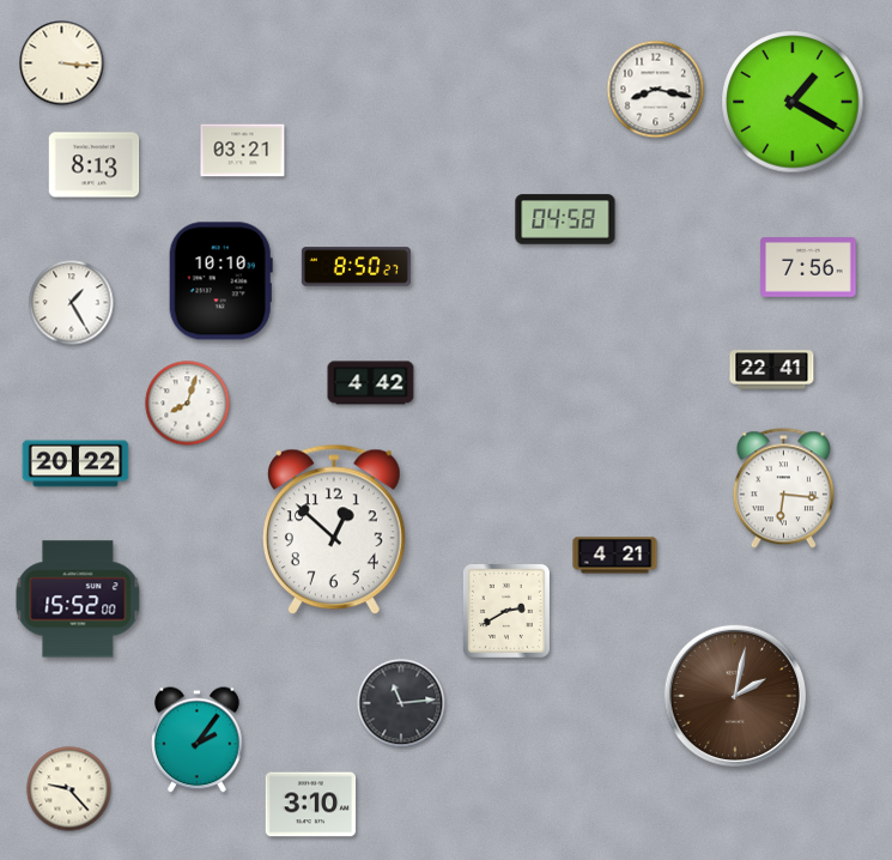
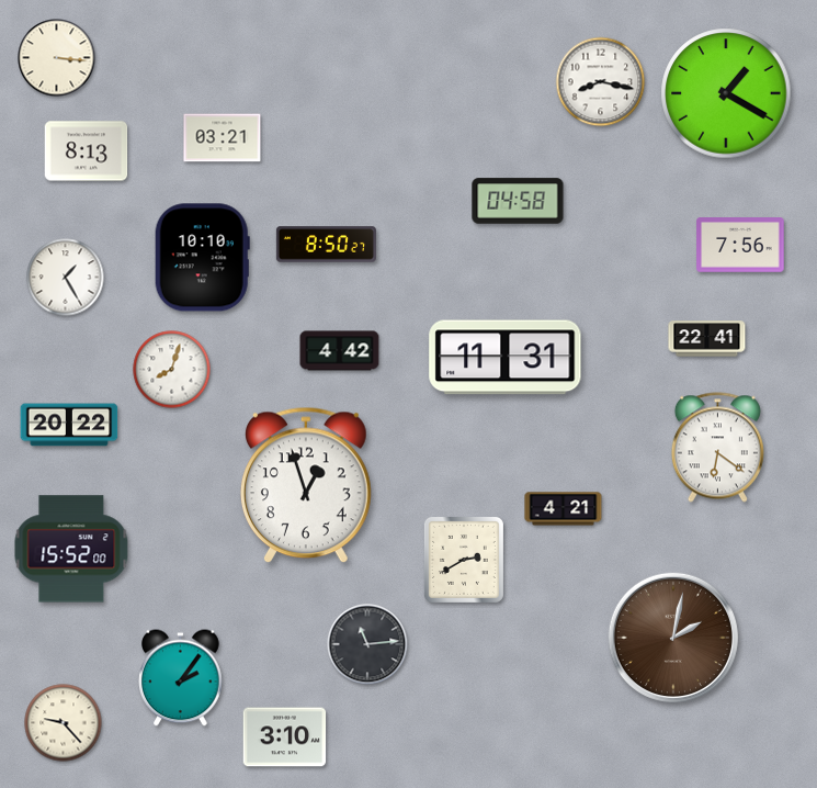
clock at (506, 358): none -> 11:31
clock at (783, 489): 6:16 -> 6:21
clock at (334, 529): 12:52 -> 12:57
